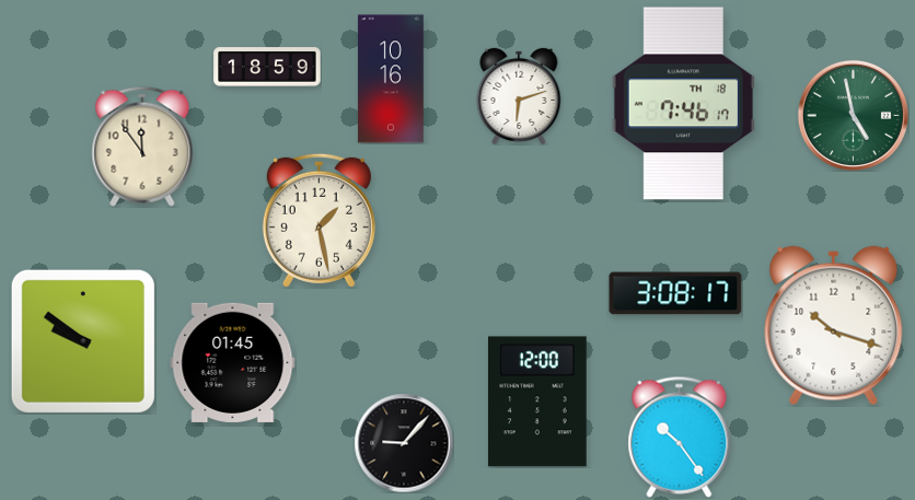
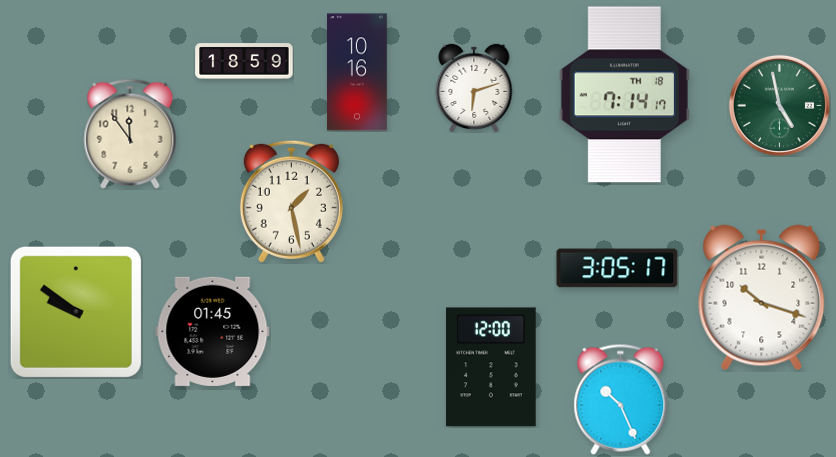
clock at (683, 104): 7:46 -> 7:14
clock at (675, 293): 3:08 -> 3:05
clock at (680, 437): 10:24 -> 10:26
clock at (404, 443): 9:07 -> none
